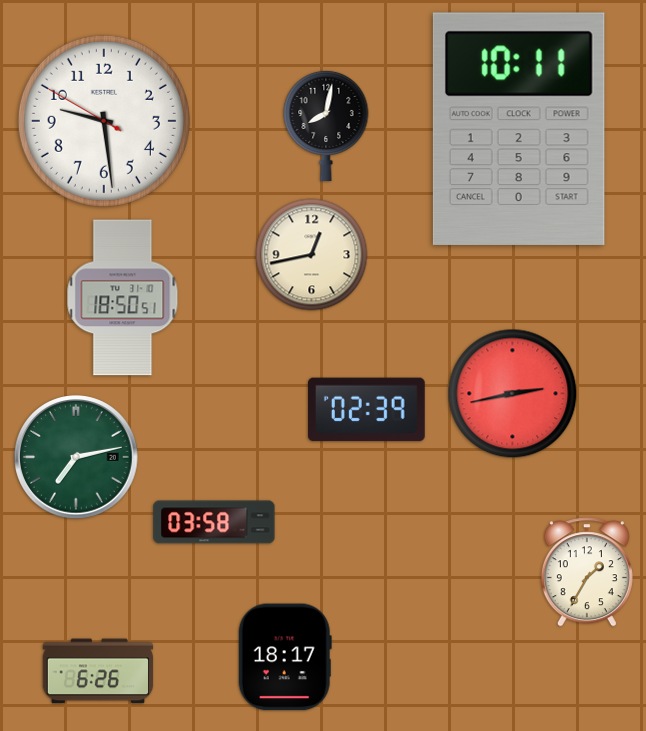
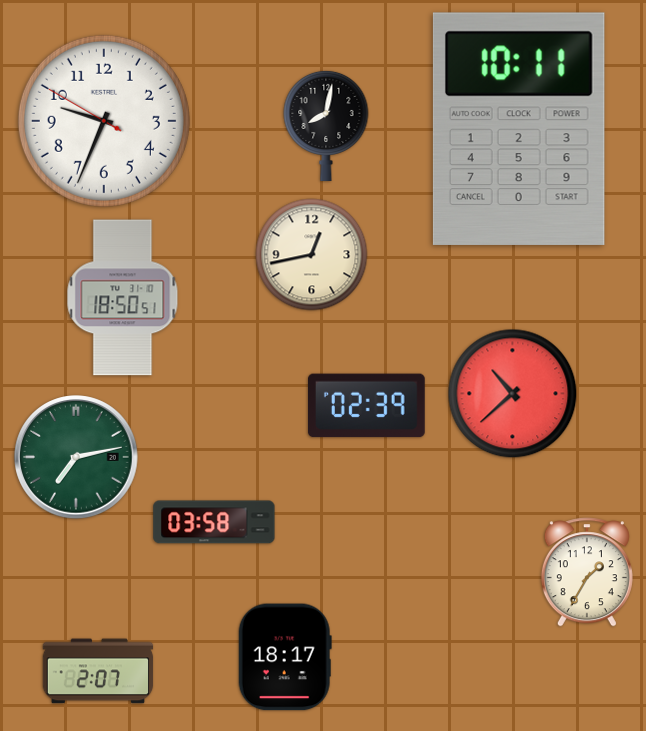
clock at (104, 121): 9:28 -> 9:33
clock at (513, 394): 2:43 -> 10:38
clock at (367, 410) position: (367, 410) -> (367, 406)
clock at (98, 671): 6:26 -> 2:07
